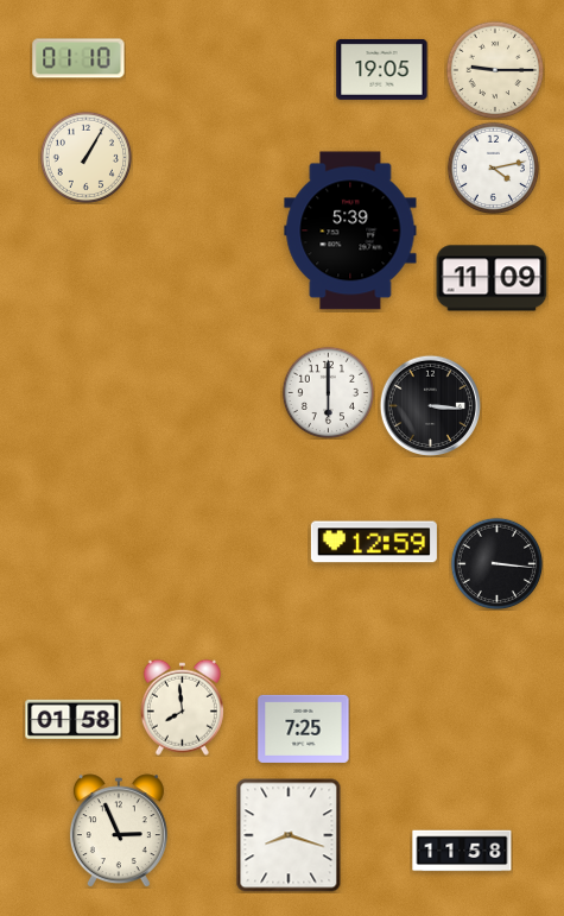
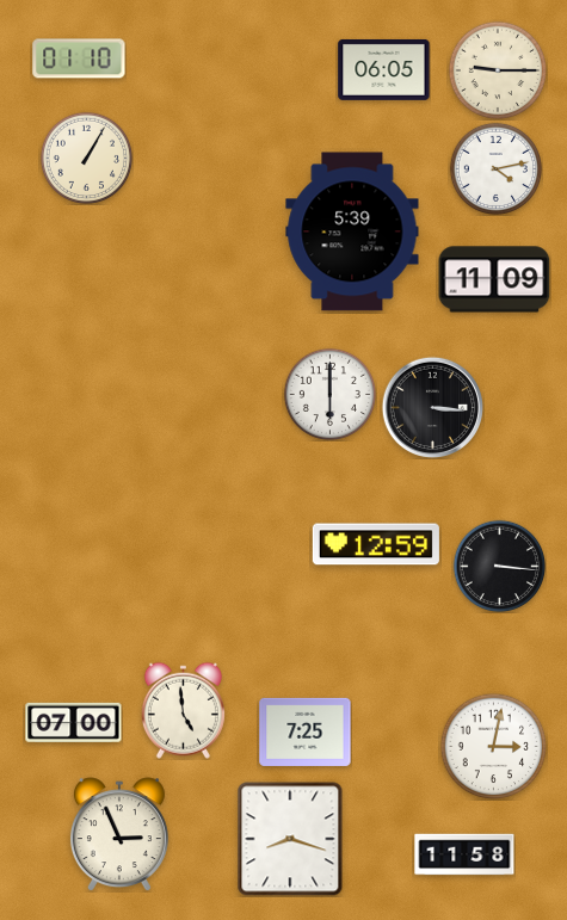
clock at (382, 69): 19:05 -> 06:05
clock at (182, 707): 7:59 -> 4:59
clock at (74, 719): 01:58 -> 07:00
clock at (493, 746): none -> 3:02
